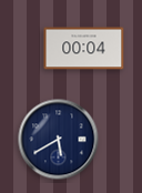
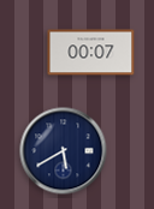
clock at (84, 49): 00:04 -> 00:07
